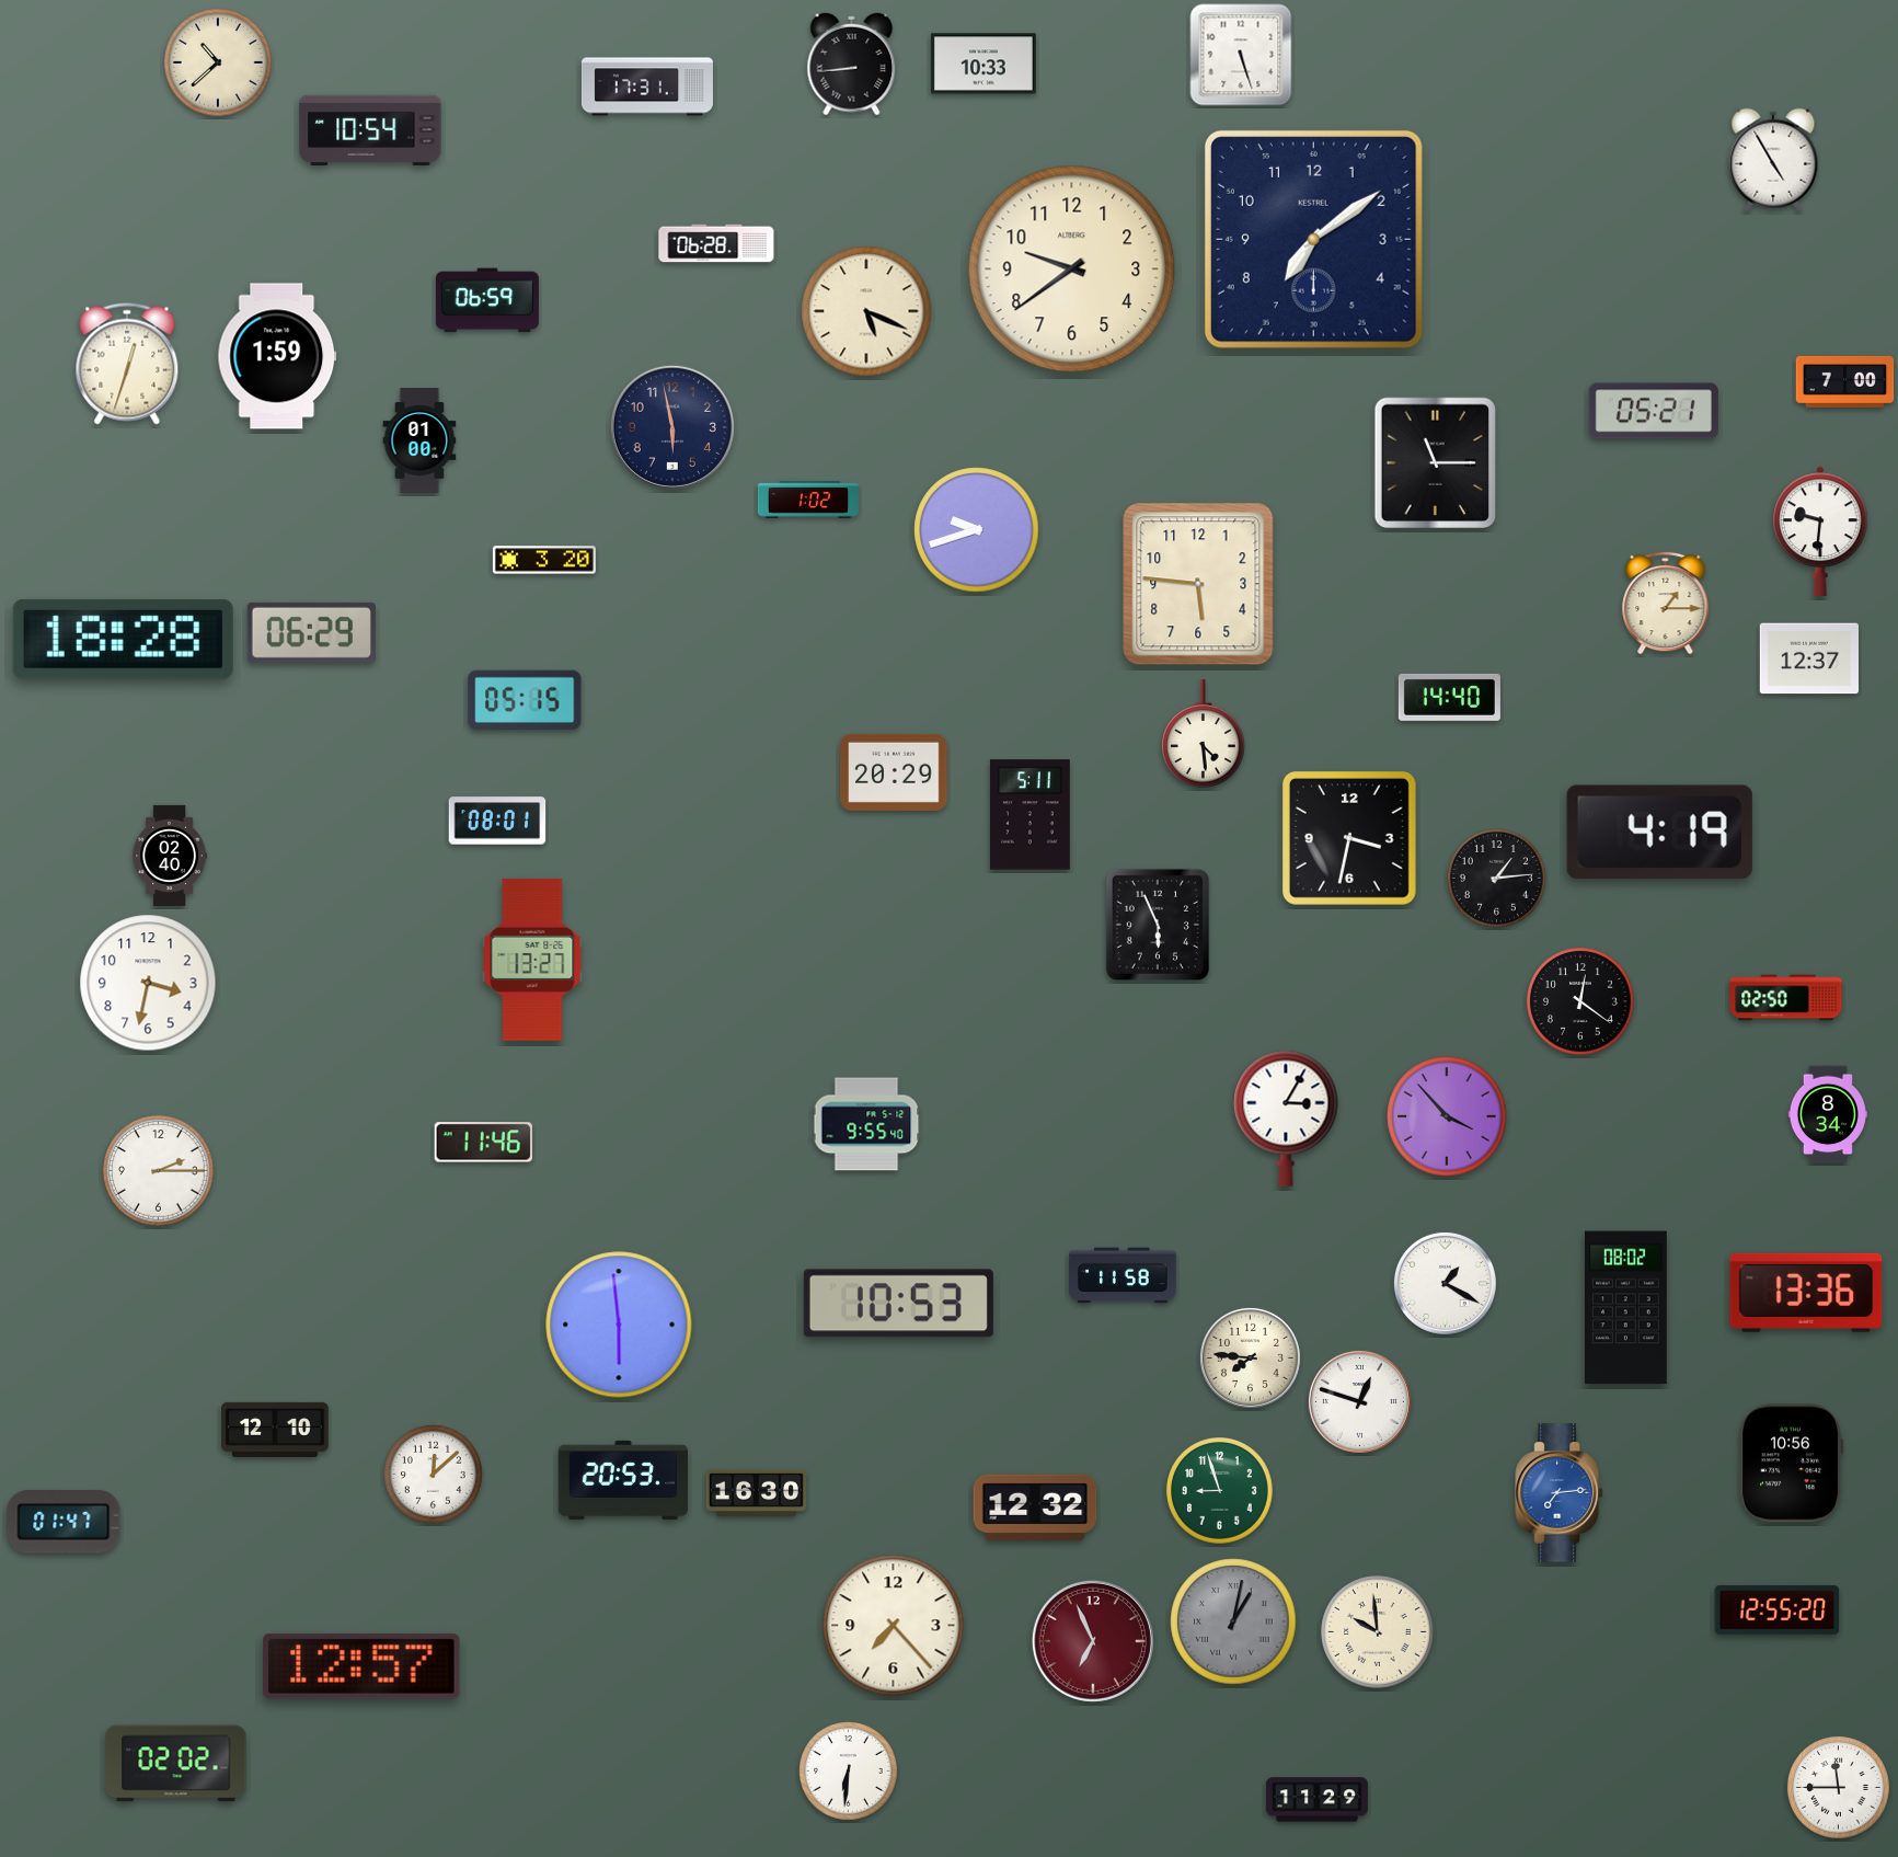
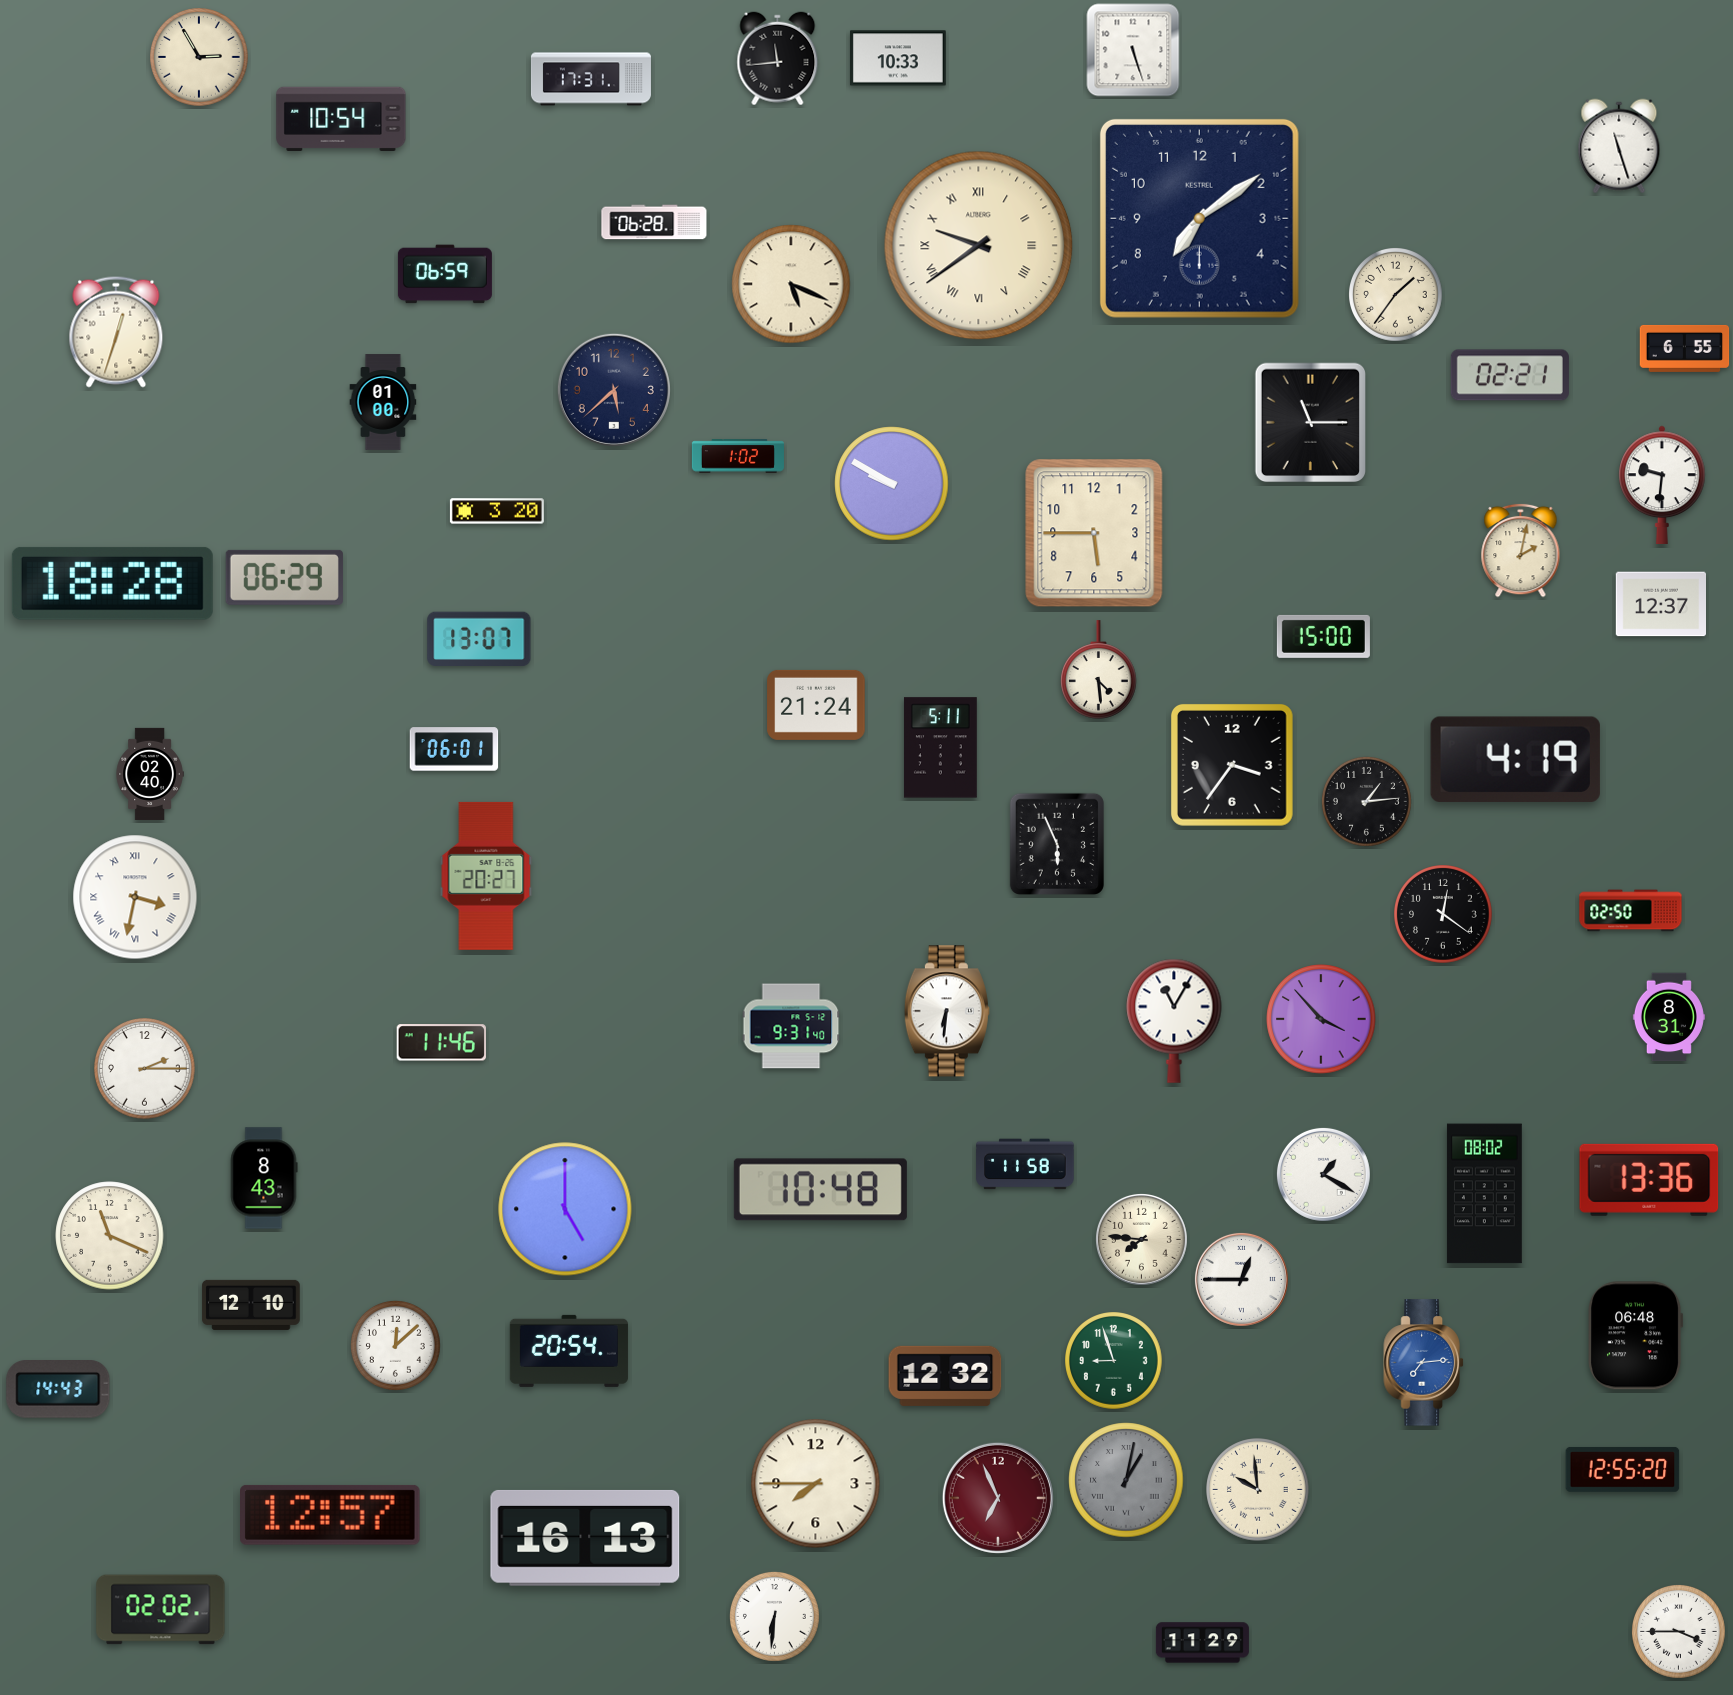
clock at (218, 62): 10:38 -> 2:55
clock at (852, 65): 8:44 -> 11:44
clock at (370, 129) position: (370, 129) -> (341, 118)
clock at (1773, 160): 4:55 -> 11:27
clock at (1072, 270) numerals: Arabic -> Roman
clock at (1396, 295): none -> 1:36
clock at (277, 356): 1:59 -> none
clock at (1845, 381): 7:00 -> 6:55
clock at (1654, 411): 05:21 -> 02:21
clock at (672, 427): 5:58 -> 5:38
clock at (977, 530): 9:42 -> 9:50
clock at (1198, 584): 5:46 -> 5:45
clock at (1666, 603): 1:15 -> 2:02
clock at (1809, 658) position: (1809, 658) -> (1661, 604)
clock at (1449, 697): 14:40 -> 15:00
clock at (525, 699): 05:15 -> 13:07
clock at (894, 772): 20:29 -> 21:24
clock at (1029, 815) position: (1029, 815) -> (940, 748)
clock at (497, 821): 08:01 -> 06:01
clock at (1349, 838): 3:32 -> 3:36
clock at (170, 856) position: (170, 856) -> (150, 774)
clock at (532, 960): 13:27 -> 20:27
clock at (148, 983) numerals: Arabic -> Roman
clock at (947, 1011): none -> 6:31
clock at (1828, 1114): 8:34 -> 8:31
clock at (1286, 1119): 3:05 -> 11:05
clock at (866, 1124): 9:55 -> 9:31
clock at (1445, 1283) position: (1445, 1283) -> (1323, 1174)
clock at (264, 1178): none -> 8:43
clock at (898, 1304): 10:53 -> 10:48
clock at (619, 1325): 5:59 -> 5:00
clock at (110, 1236): none -> 11:19
clock at (1359, 1401): 12:48 -> 12:45
clock at (1792, 1464): 10:56 -> 06:48
clock at (623, 1480): 20:53 -> 20:54
clock at (756, 1492): 16:30 -> none
clock at (64, 1523): 01:47 -> 14:43
clock at (894, 1626): 7:23 -> 7:45
clock at (363, 1666) position: (363, 1666) -> (331, 1515)
clock at (585, 1538): none -> 16:13
clock at (1839, 1788): 11:45 -> 3:45
